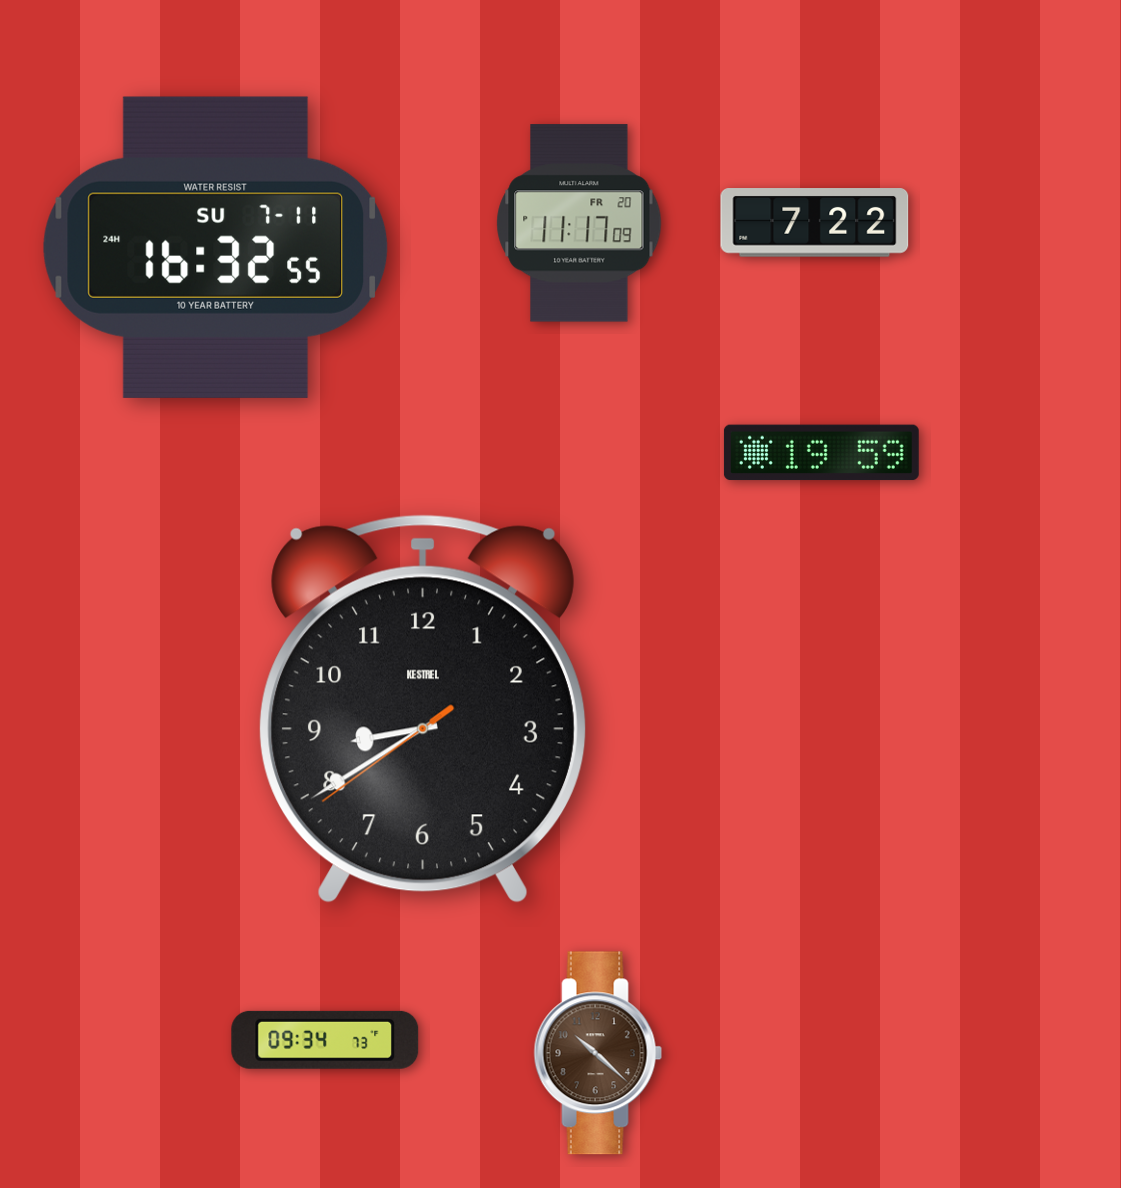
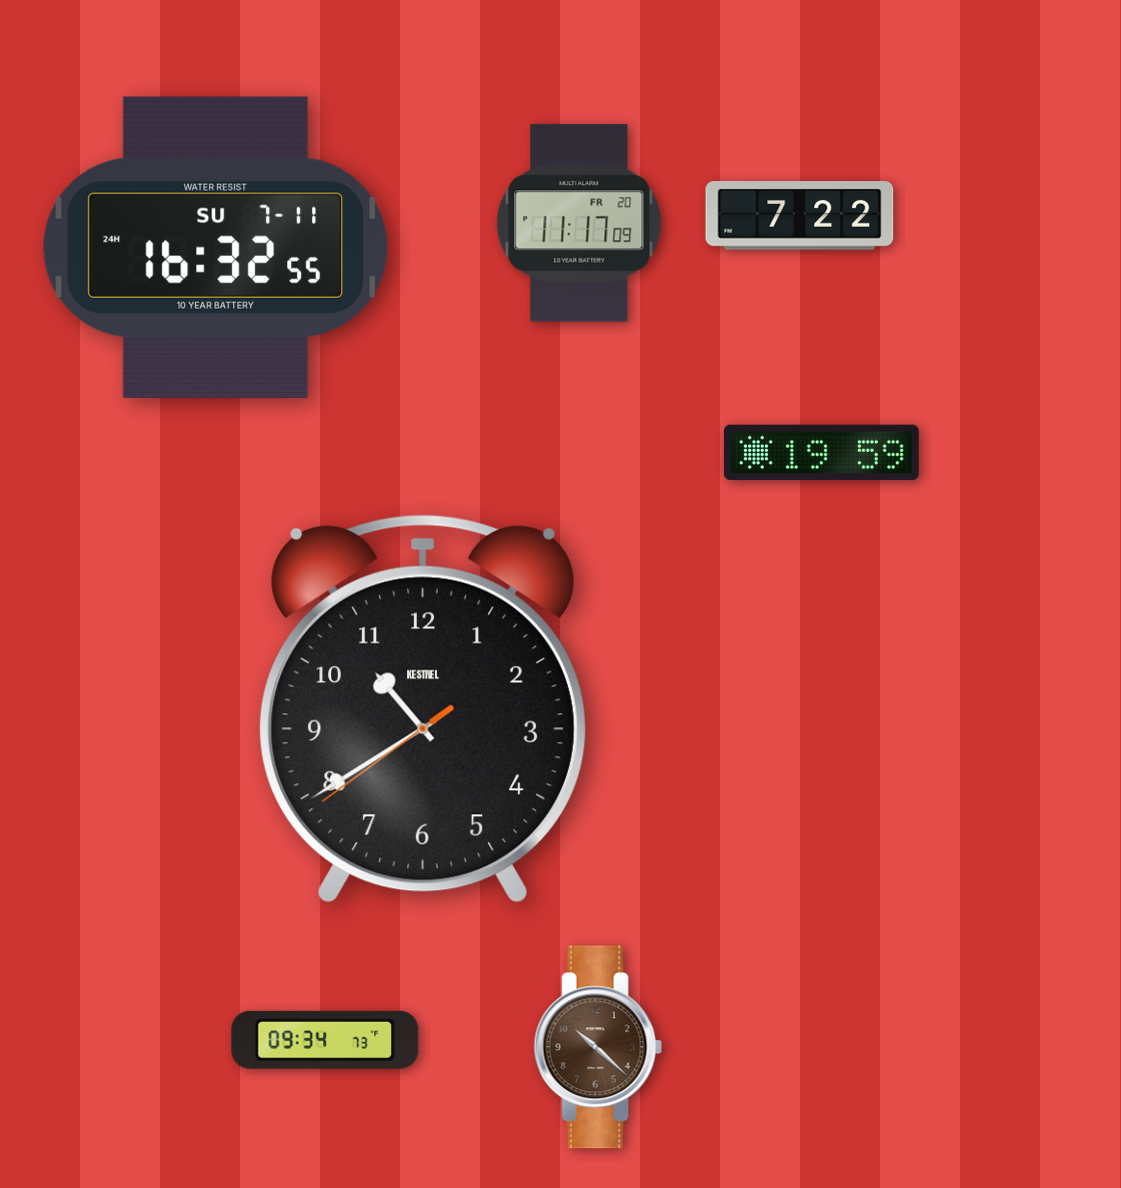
clock at (815, 223) position: (815, 223) -> (800, 216)
clock at (423, 709): 8:39 -> 10:39
clock at (598, 1053) position: (598, 1053) -> (598, 1047)
